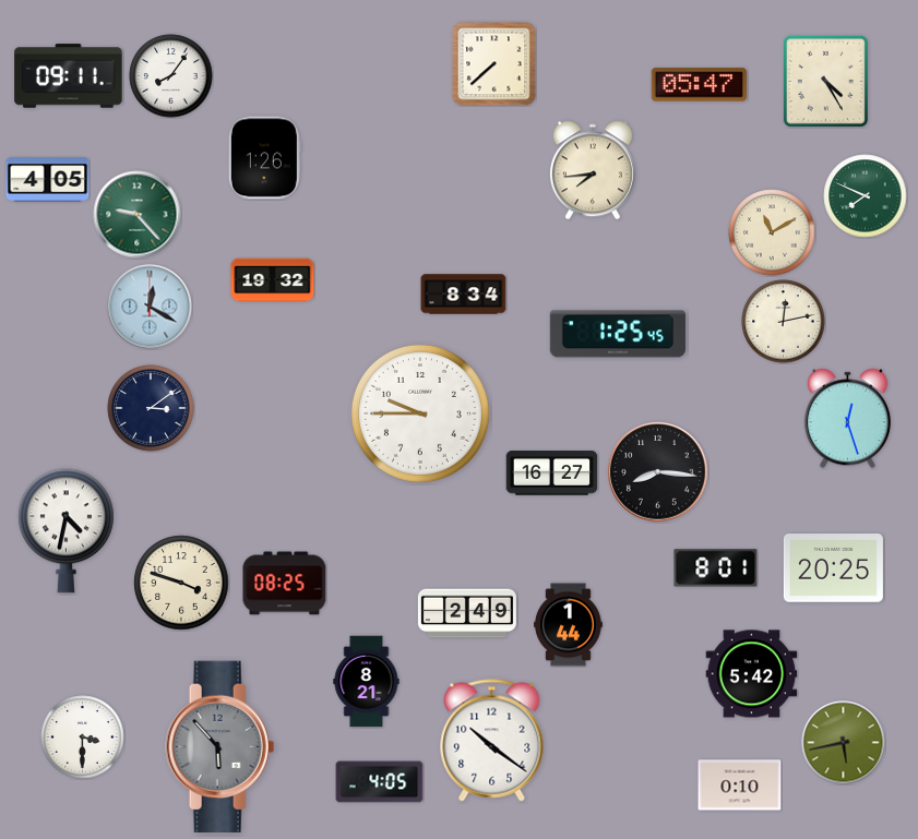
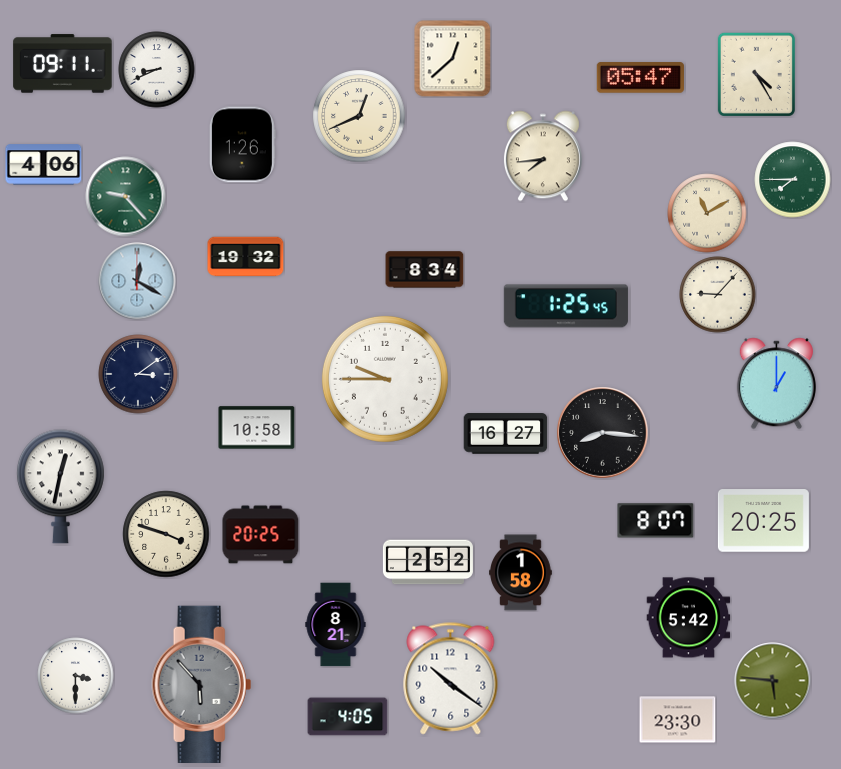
clock at (494, 64): 7:38 -> 12:38
clock at (69, 76) position: (69, 76) -> (63, 64)
clock at (171, 76): 8:06 -> 8:41
clock at (359, 116): none -> 12:41
clock at (48, 180): 4:05 -> 4:06
clock at (866, 196): 7:49 -> 7:45
clock at (273, 280) position: (273, 280) -> (246, 257)
clock at (784, 322): 12:13 -> 9:07
clock at (847, 419): 12:27 -> 1:00
clock at (257, 428): none -> 10:58
clock at (65, 531): 4:32 -> 12:32
clock at (716, 568): 8:01 -> 8:07
clock at (285, 584): 08:25 -> 20:25
clock at (467, 613): 2:49 -> 2:52
clock at (569, 625): 1:44 -> 1:58
clock at (844, 743): 5:43 -> 5:46
clock at (740, 786): 0:10 -> 23:30
